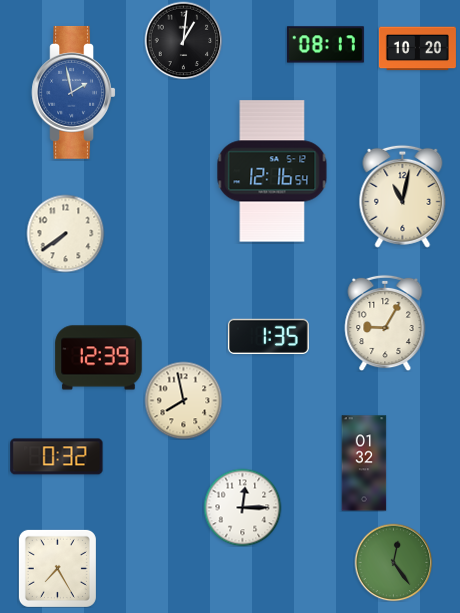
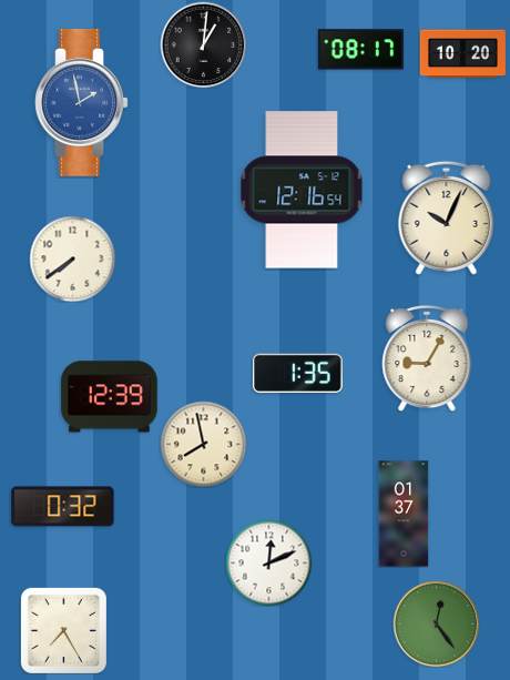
clock at (403, 196): 11:02 -> 10:04
clock at (364, 463): 01:32 -> 01:37
clock at (242, 507): 12:15 -> 12:11
